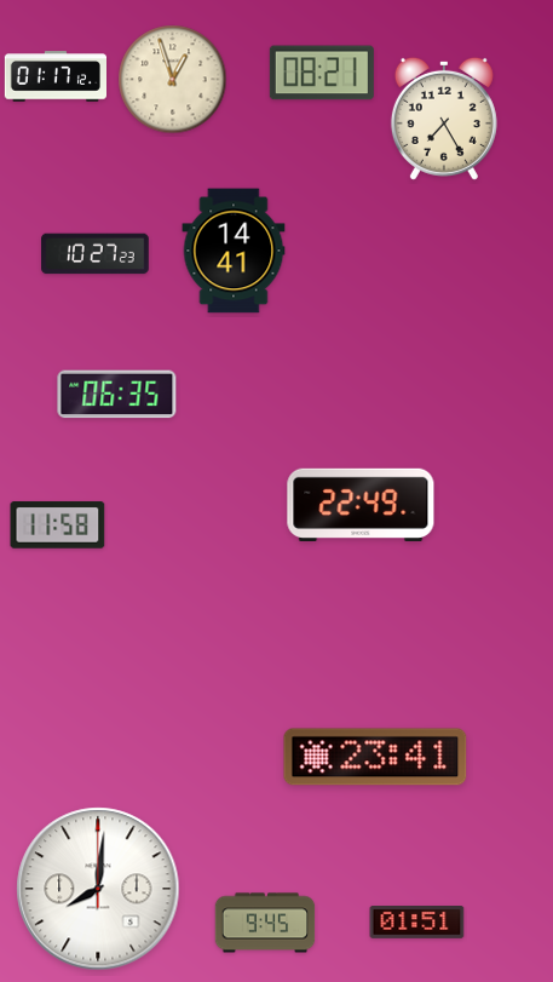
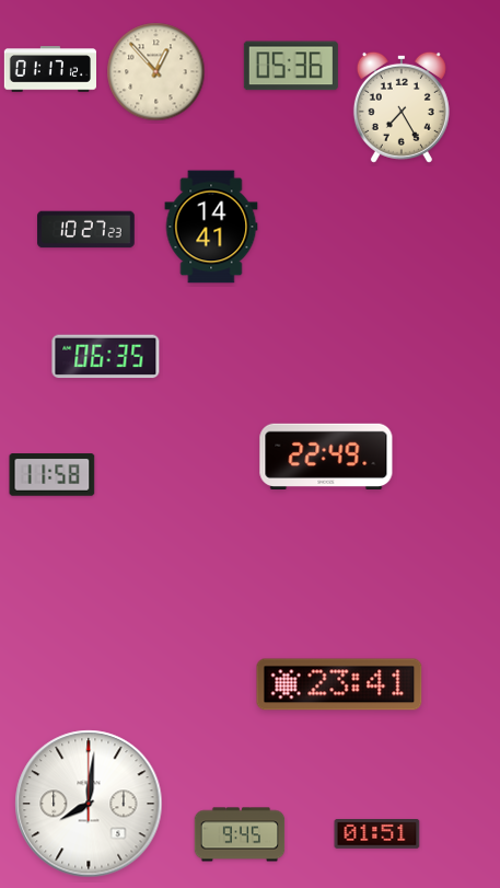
clock at (322, 73): 08:21 -> 05:36
clock at (173, 80): 12:57 -> 12:53
